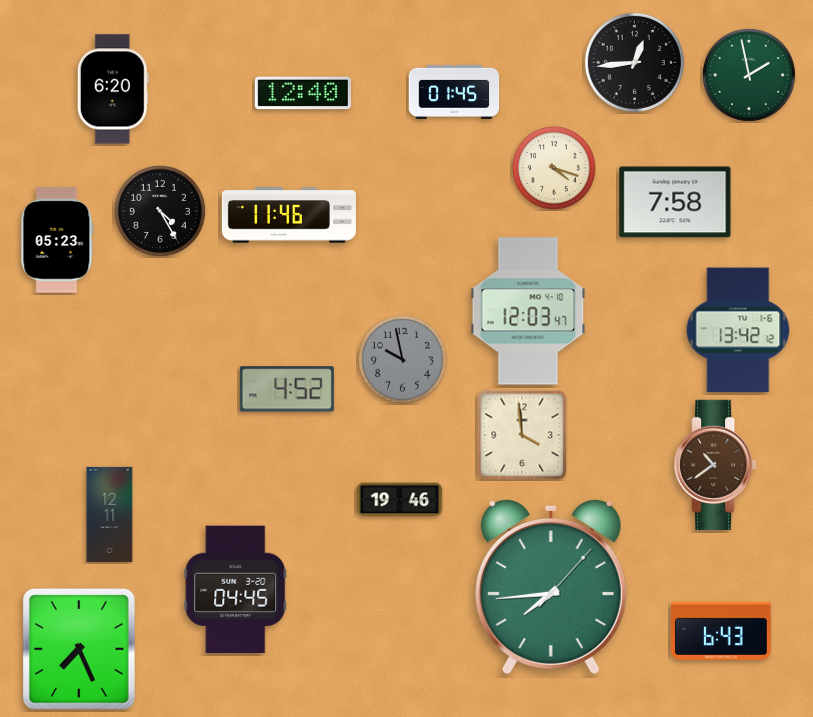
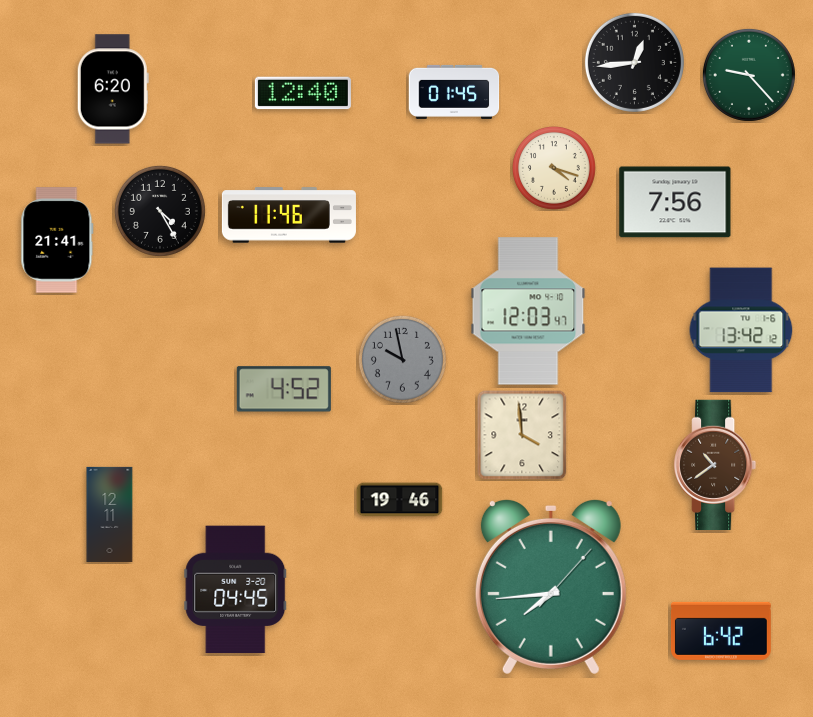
clock at (749, 75): 1:58 -> 9:23
clock at (675, 202): 7:58 -> 7:56
clock at (57, 240): 05:23 -> 21:41
clock at (738, 330) position: (738, 330) -> (741, 330)
clock at (287, 389) position: (287, 389) -> (284, 389)
clock at (721, 631): 6:43 -> 6:42
clock at (79, 649): 7:26 -> none
